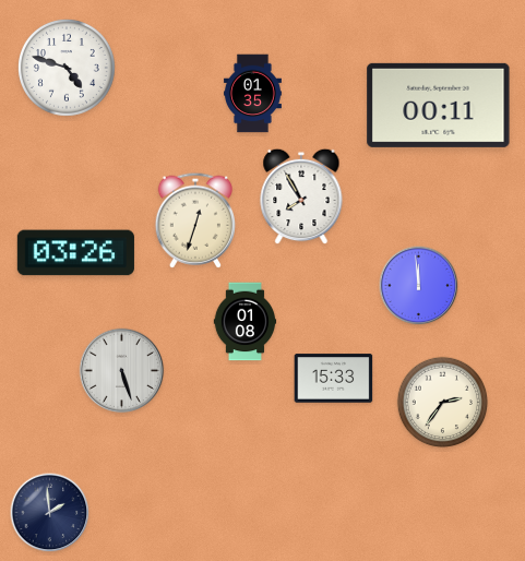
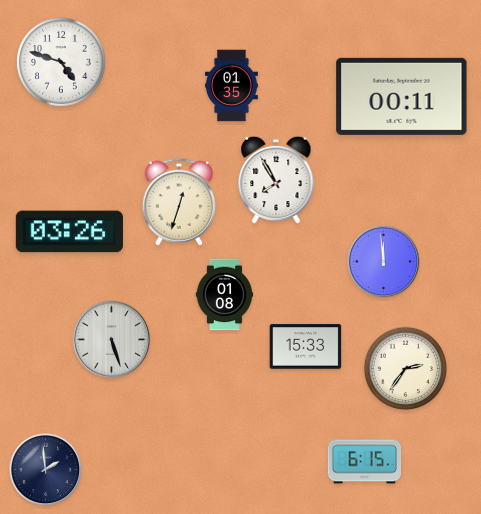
clock at (365, 462): none -> 6:15
